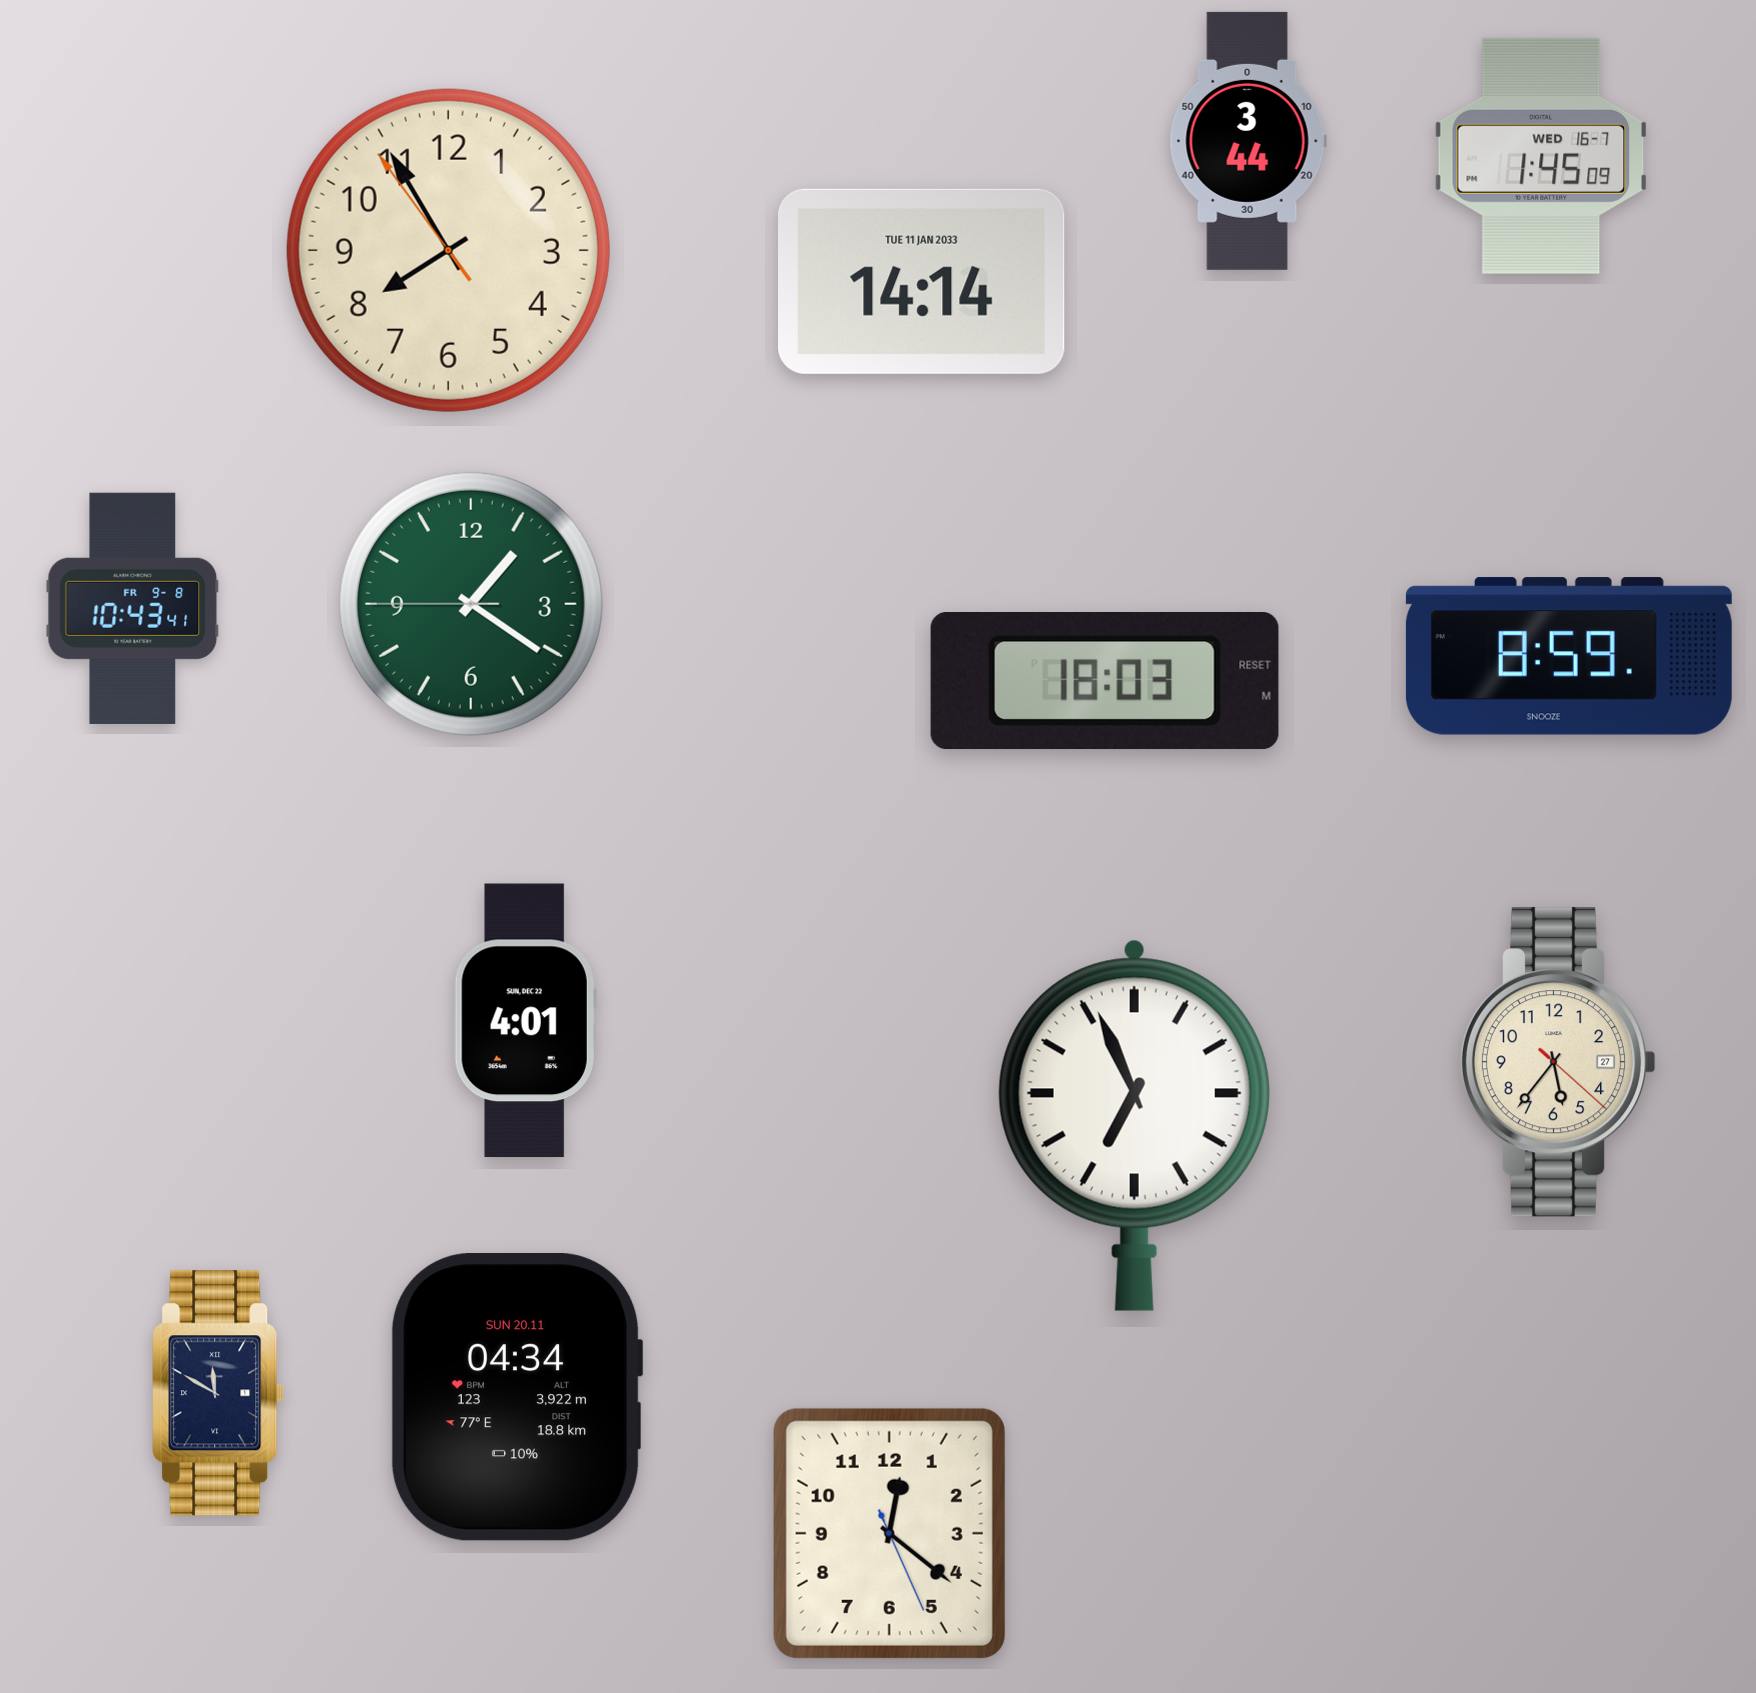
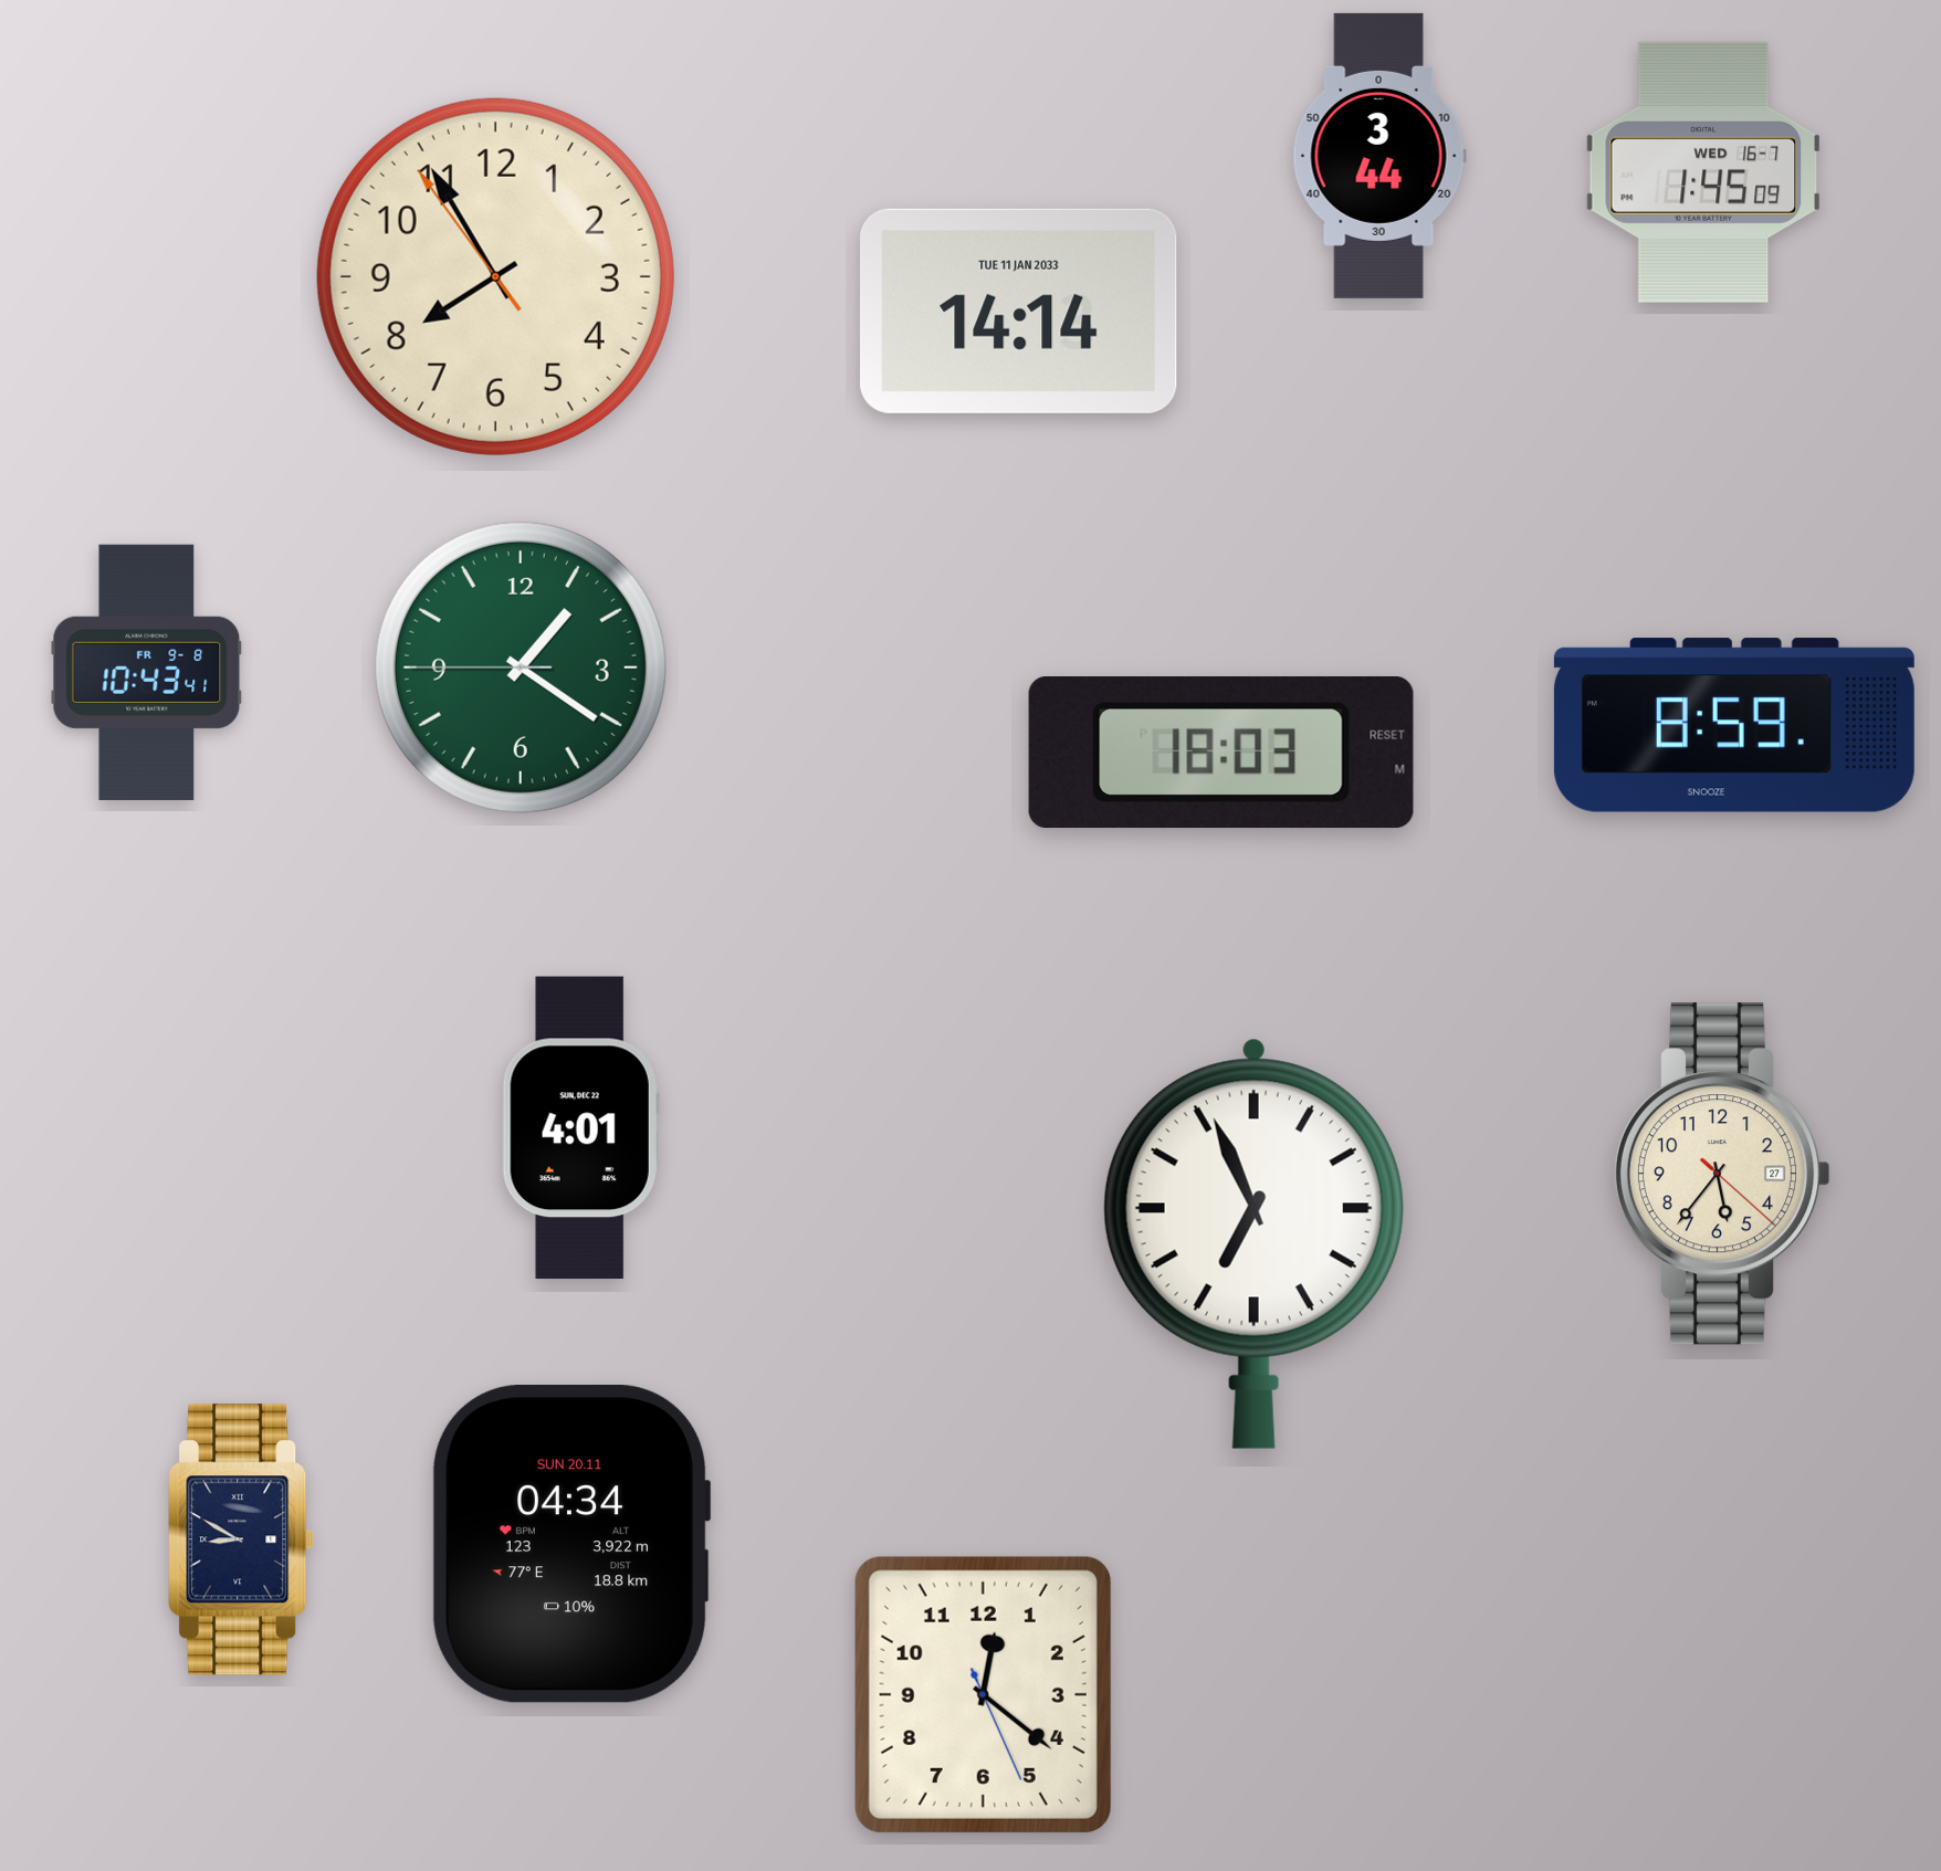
clock at (218, 1393): 11:50 -> 8:50
